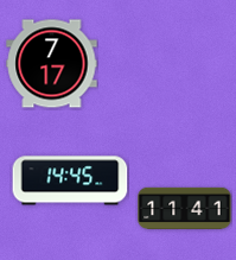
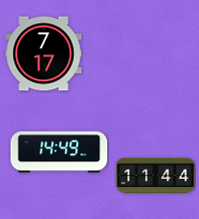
clock at (70, 180): 14:45 -> 14:49
clock at (185, 208): 11:41 -> 11:44
